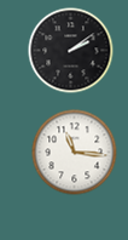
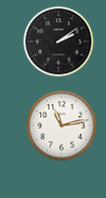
clock at (75, 153): 11:16 -> 11:13
